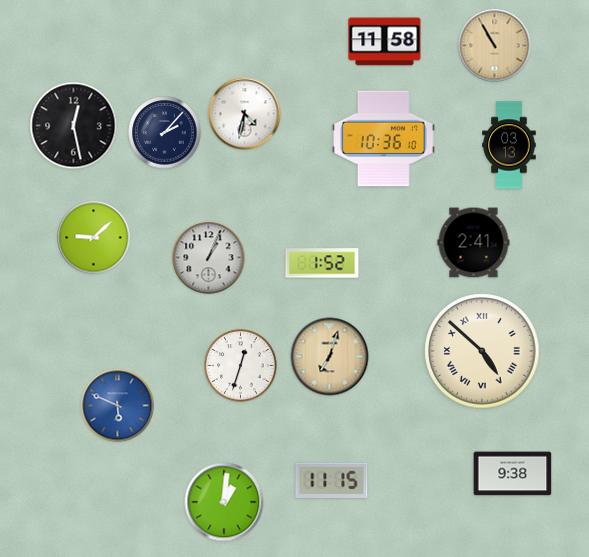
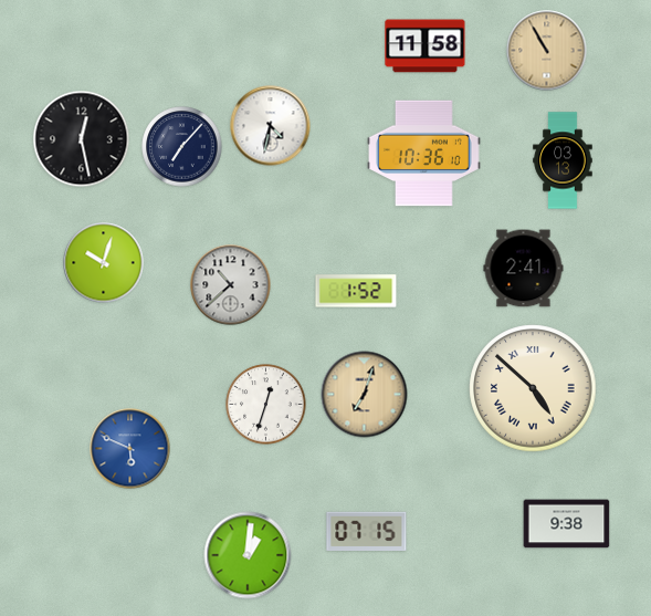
clock at (165, 133): 2:07 -> 7:07
clock at (94, 238): 9:08 -> 10:03
clock at (209, 258): 1:04 -> 10:38
clock at (332, 480): 11:15 -> 07:15
